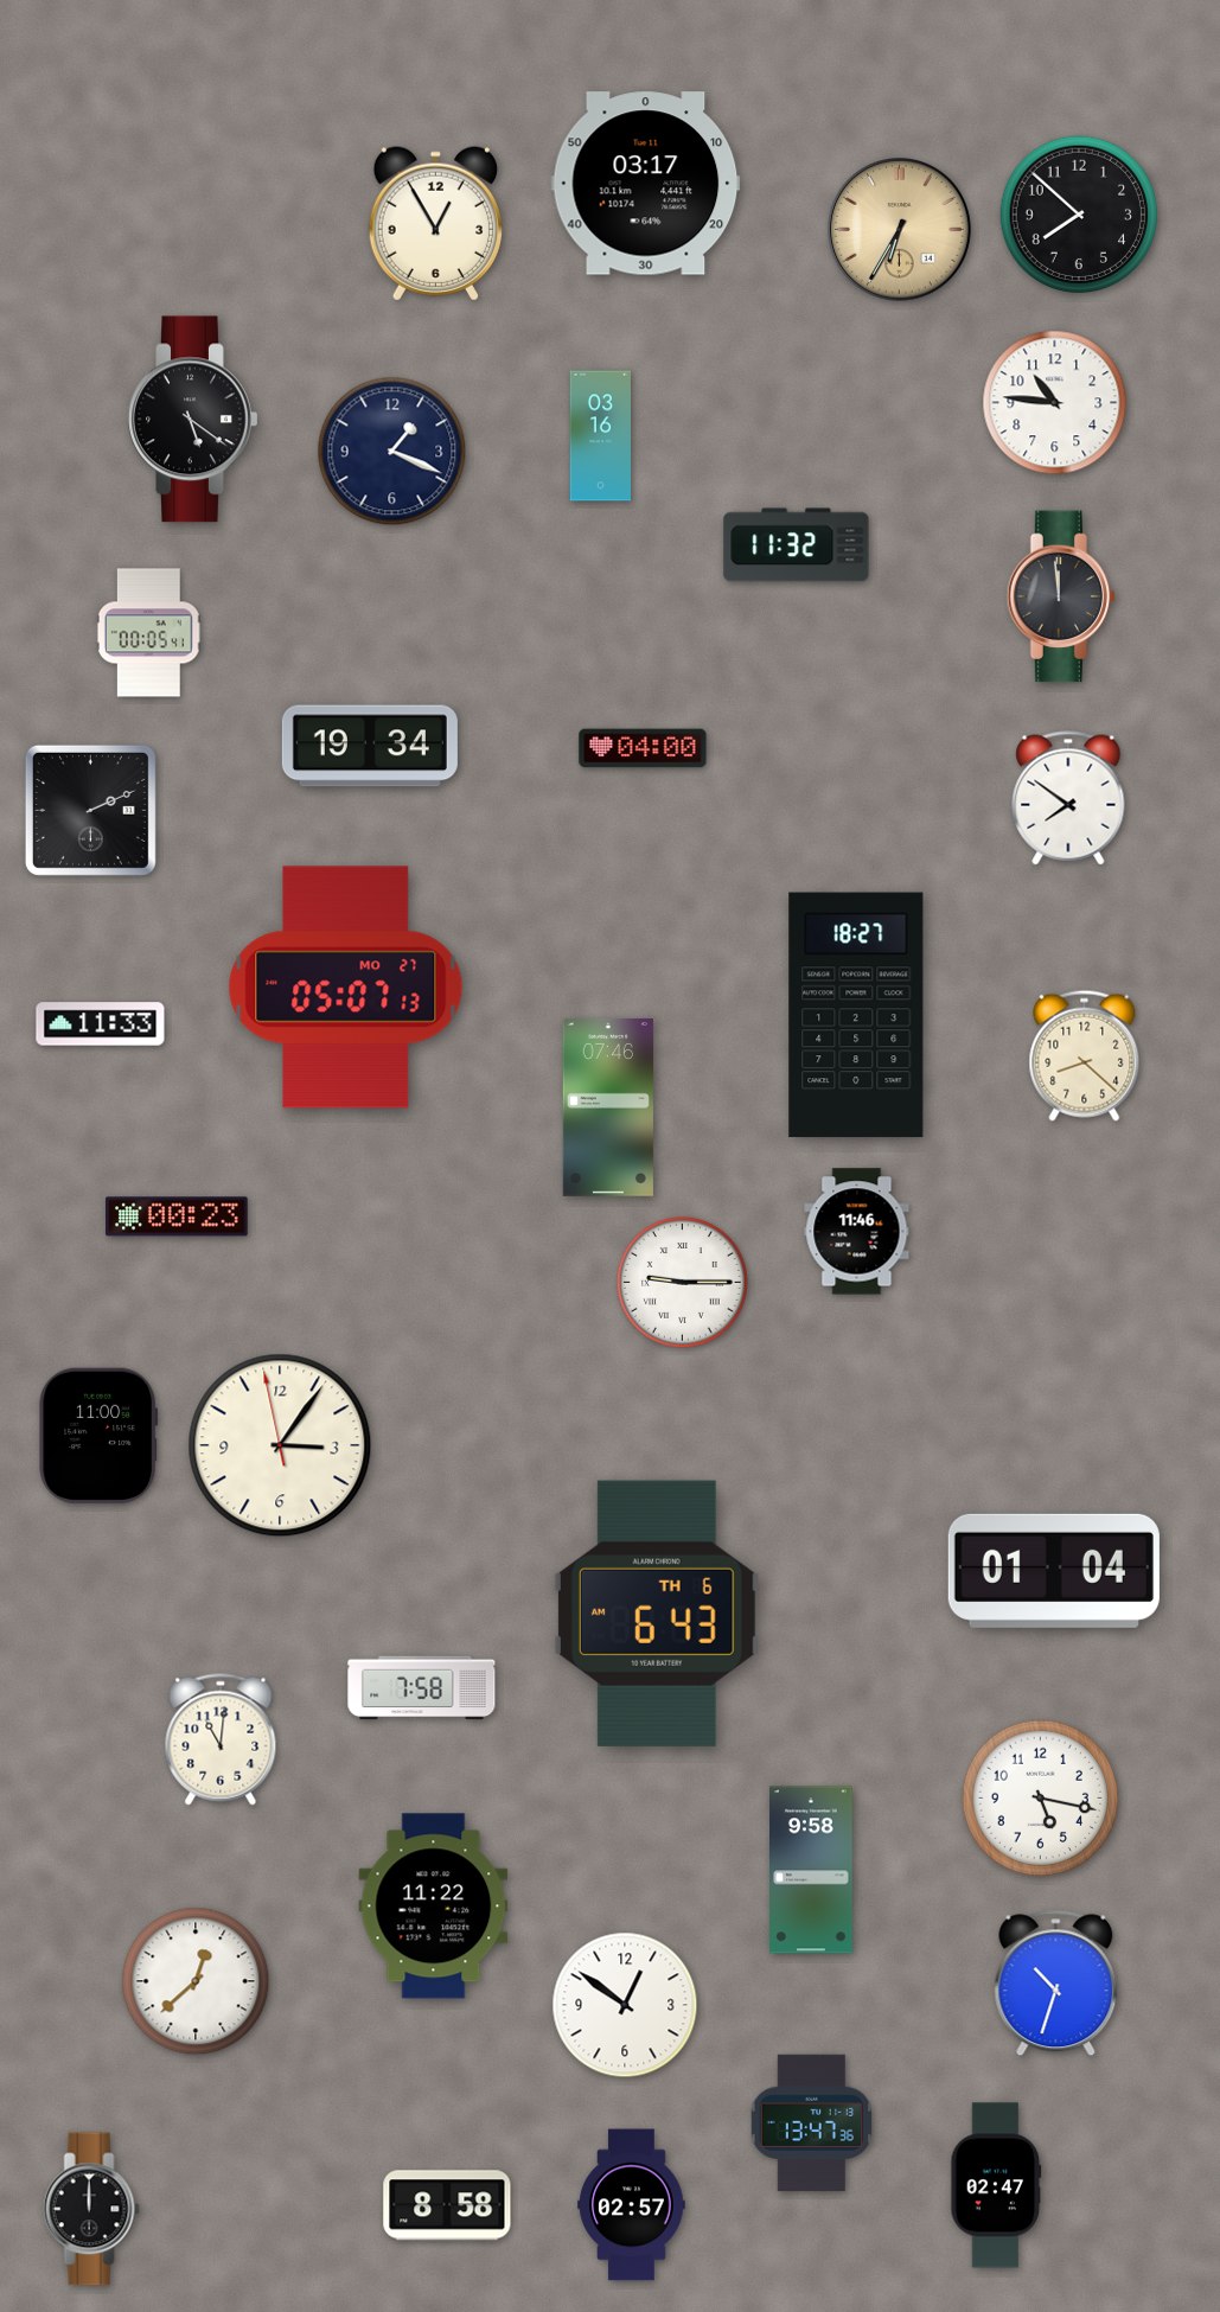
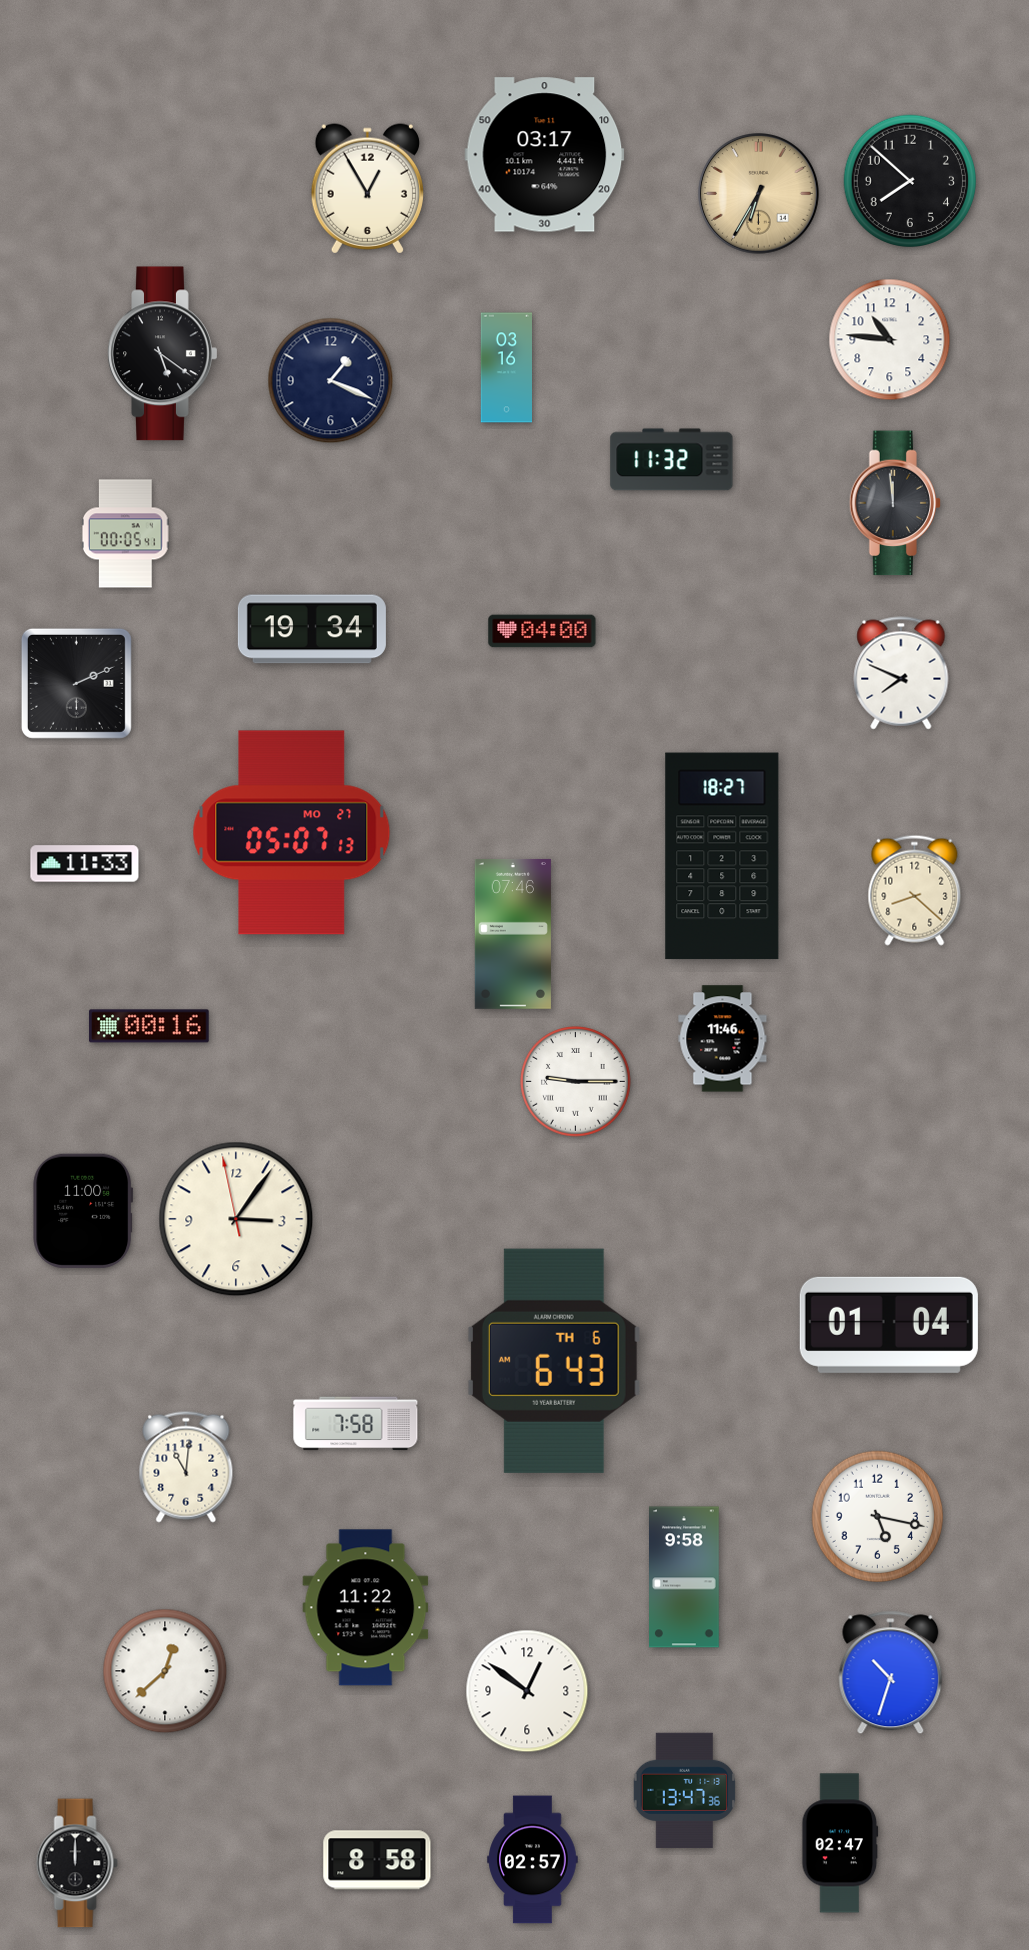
clock at (1068, 798): 7:51 -> 7:49
clock at (177, 1216): 00:23 -> 00:16
